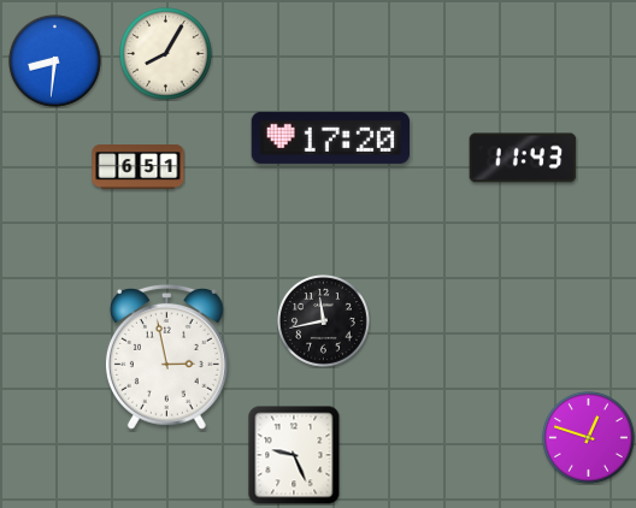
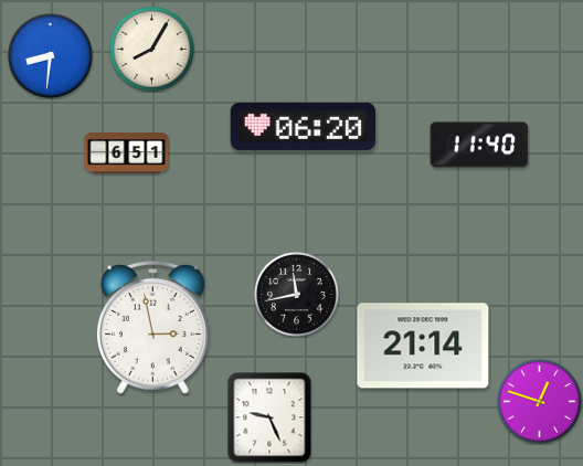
clock at (331, 137): 17:20 -> 06:20
clock at (523, 158): 11:43 -> 11:40
clock at (423, 346): none -> 21:14
